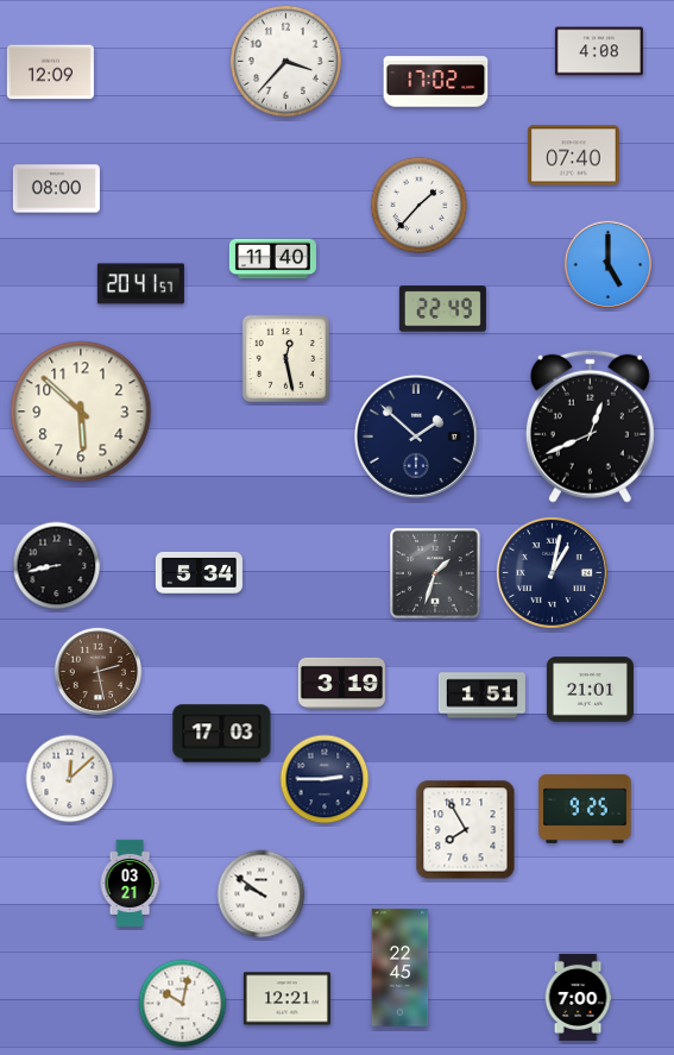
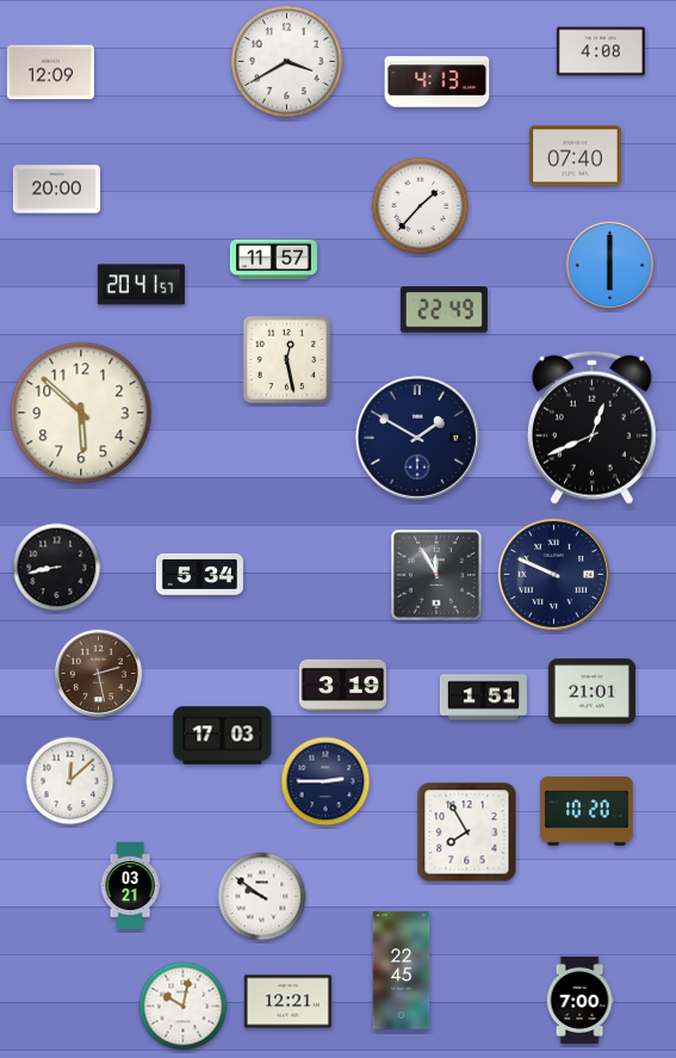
clock at (285, 61): 3:37 -> 3:40
clock at (436, 82): 17:02 -> 4:13
clock at (56, 189): 08:00 -> 20:00
clock at (272, 259): 11:40 -> 11:57
clock at (609, 265): 5:00 -> 6:00
clock at (416, 437): 1:52 -> 1:50
clock at (552, 572): 1:02 -> 9:49
clock at (436, 574): 1:33 -> 11:55
clock at (585, 810): 9:25 -> 10:20
